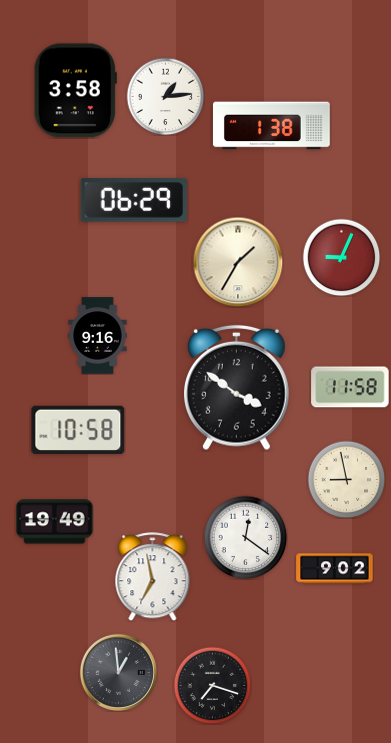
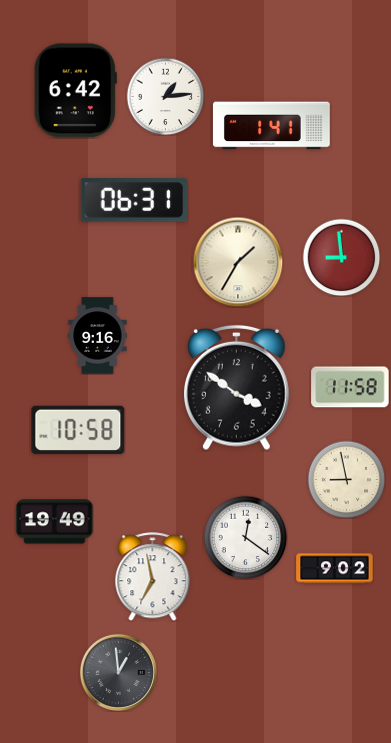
clock at (75, 91): 3:58 -> 6:42
clock at (272, 126): 1:38 -> 1:41
clock at (134, 200): 06:29 -> 06:31
clock at (341, 257): 9:04 -> 8:59
clock at (212, 685): 7:18 -> none
